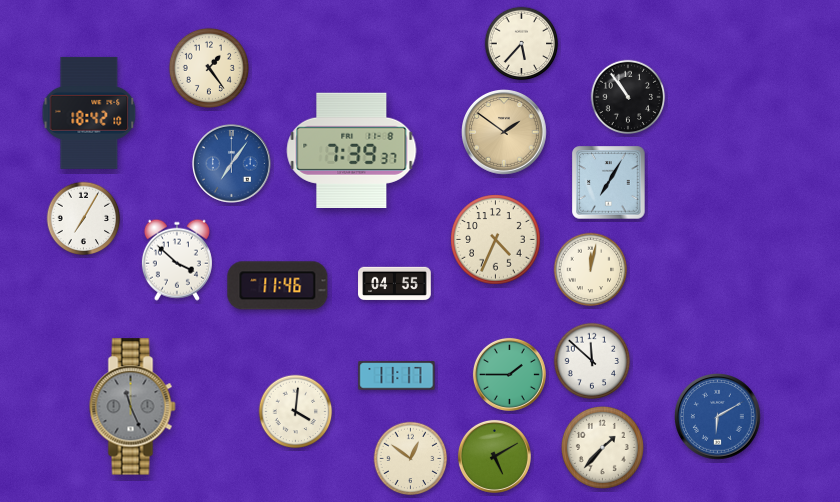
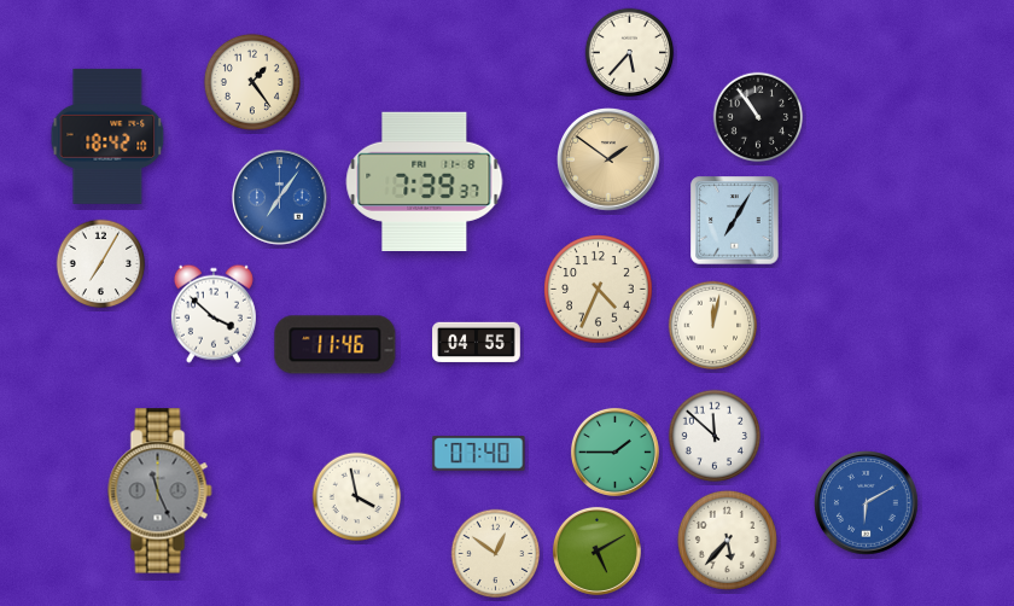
clock at (397, 376): 11:17 -> 07:40
clock at (296, 412): 4:01 -> 3:58
clock at (602, 447): 1:37 -> 5:37
